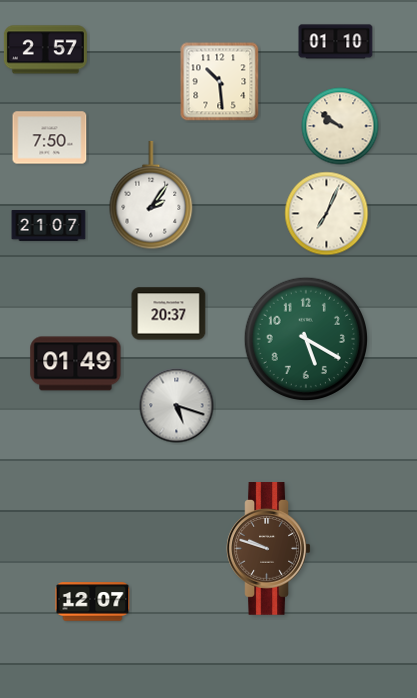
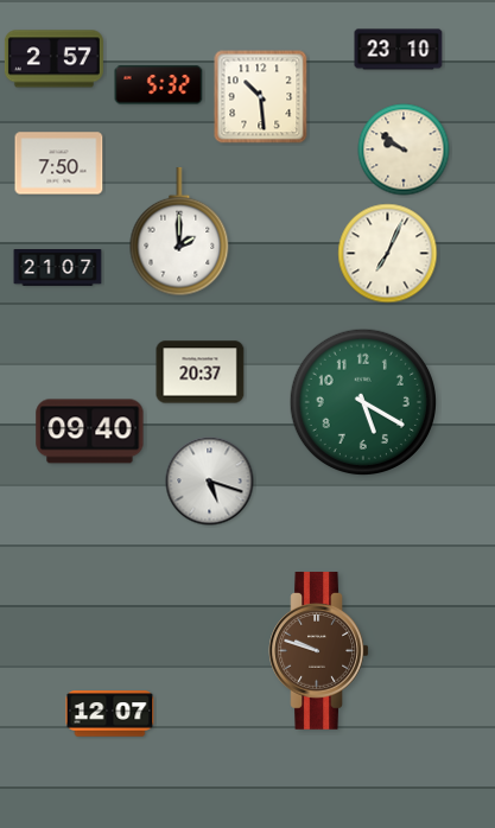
clock at (336, 42): 01:10 -> 23:10
clock at (159, 85): none -> 5:32
clock at (151, 195): 2:06 -> 2:00
clock at (76, 364): 01:49 -> 09:40
